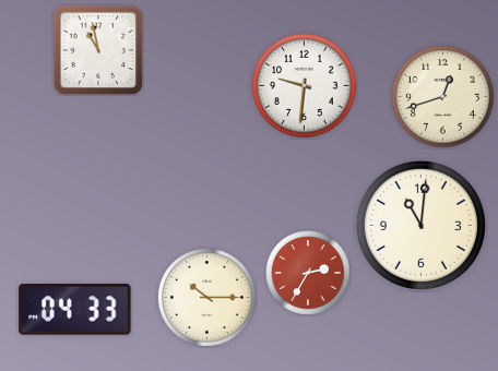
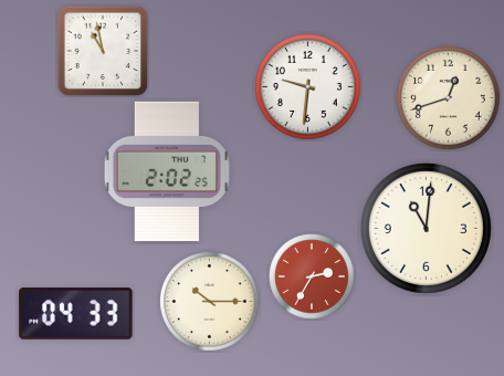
clock at (98, 50) position: (98, 50) -> (103, 51)
clock at (167, 170): none -> 2:02
